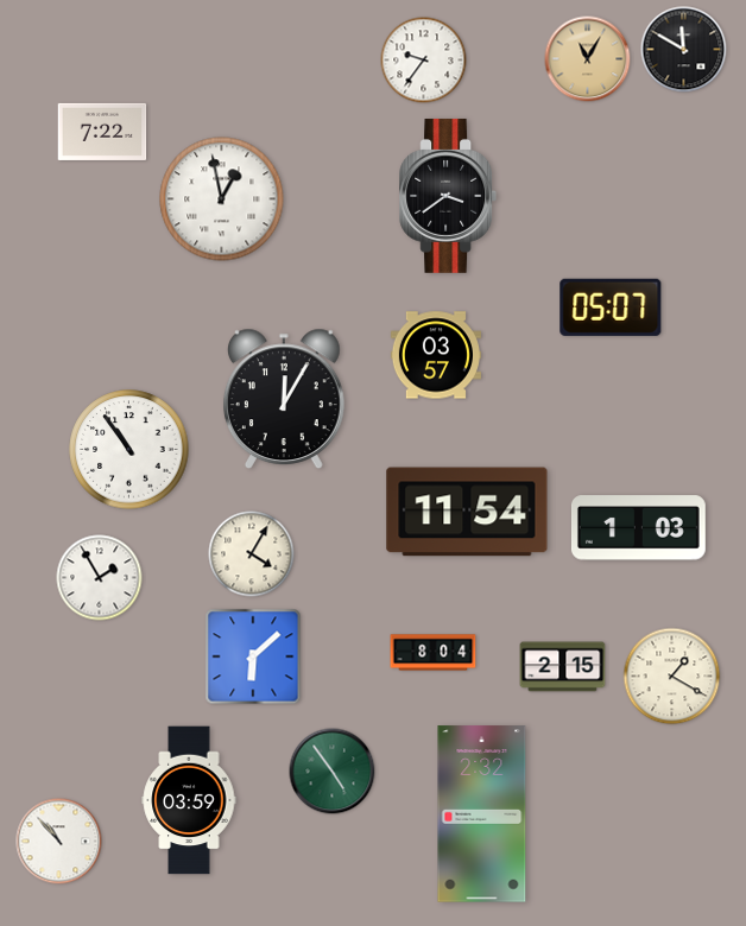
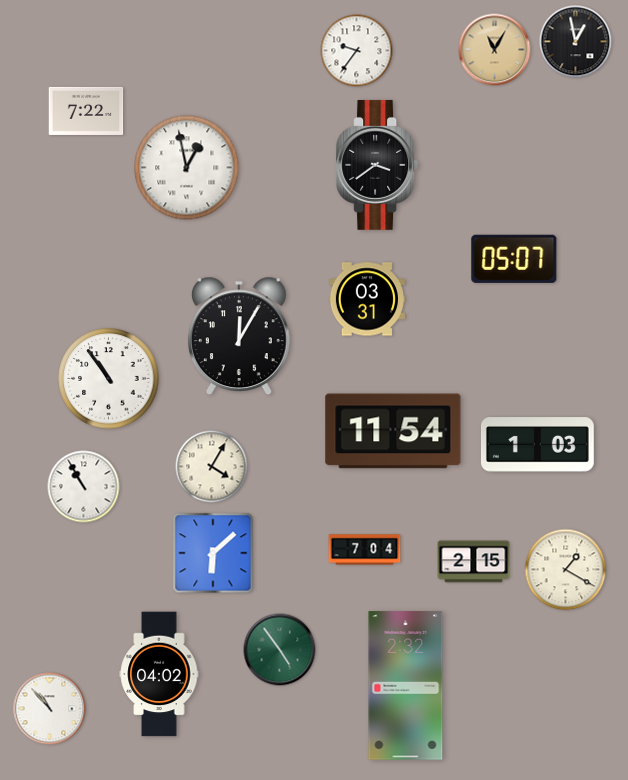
clock at (684, 50): 11:50 -> 12:58
clock at (436, 355): 03:57 -> 03:31
clock at (100, 578): 1:55 -> 10:55
clock at (434, 653): 8:04 -> 7:04
clock at (189, 800): 03:59 -> 04:02
